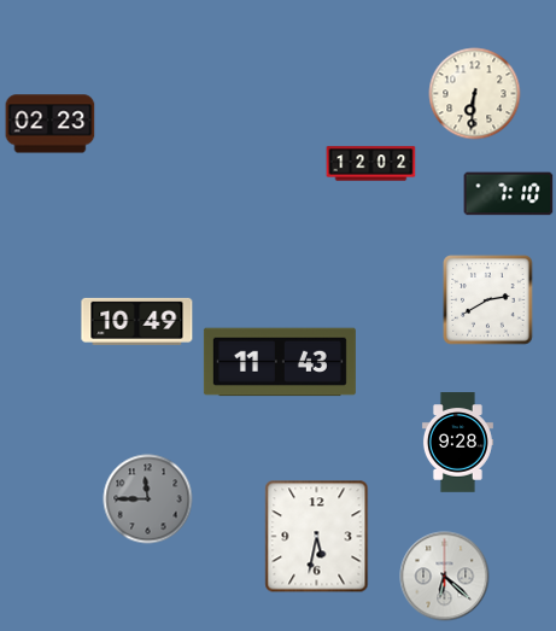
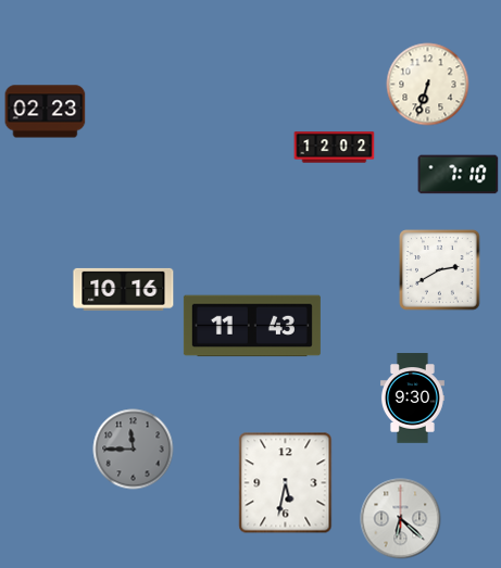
clock at (475, 94): 6:31 -> 6:33
clock at (137, 321): 10:49 -> 10:16
clock at (457, 443): 9:28 -> 9:30
